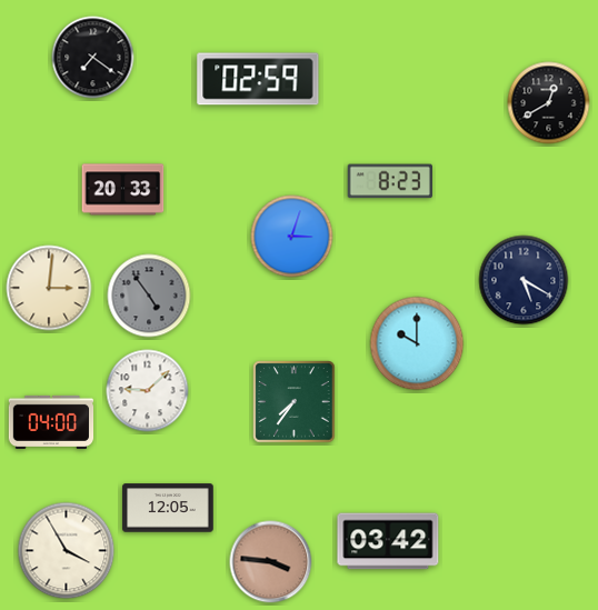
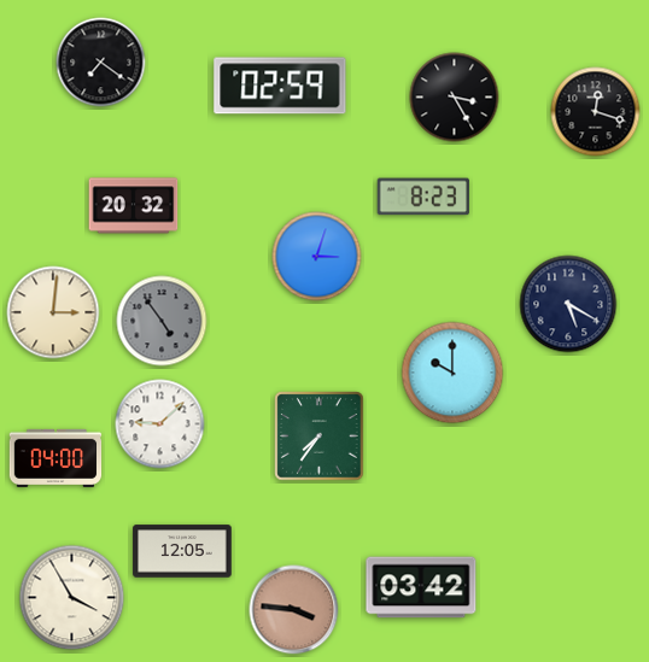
clock at (455, 98): none -> 3:25
clock at (549, 103): 12:40 -> 12:18
clock at (123, 190): 20:33 -> 20:32
